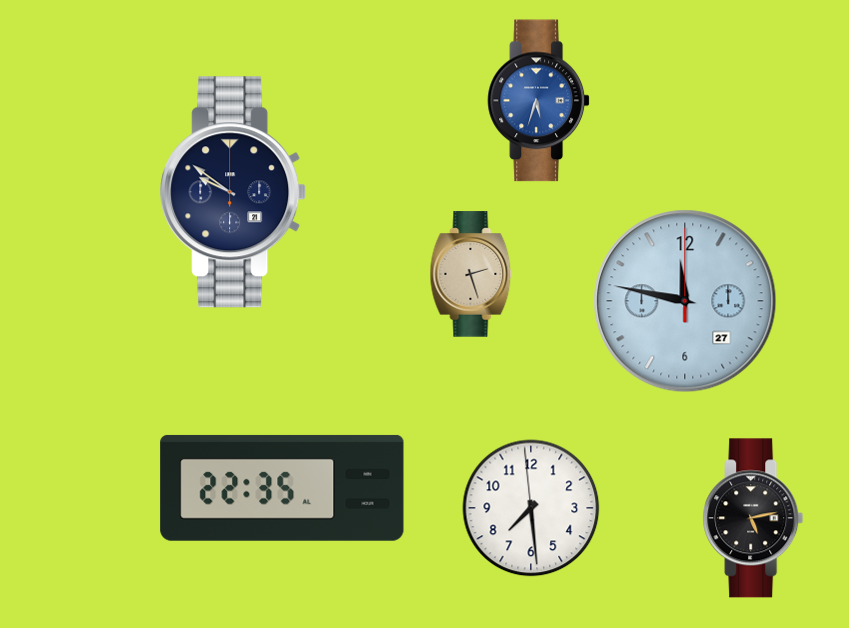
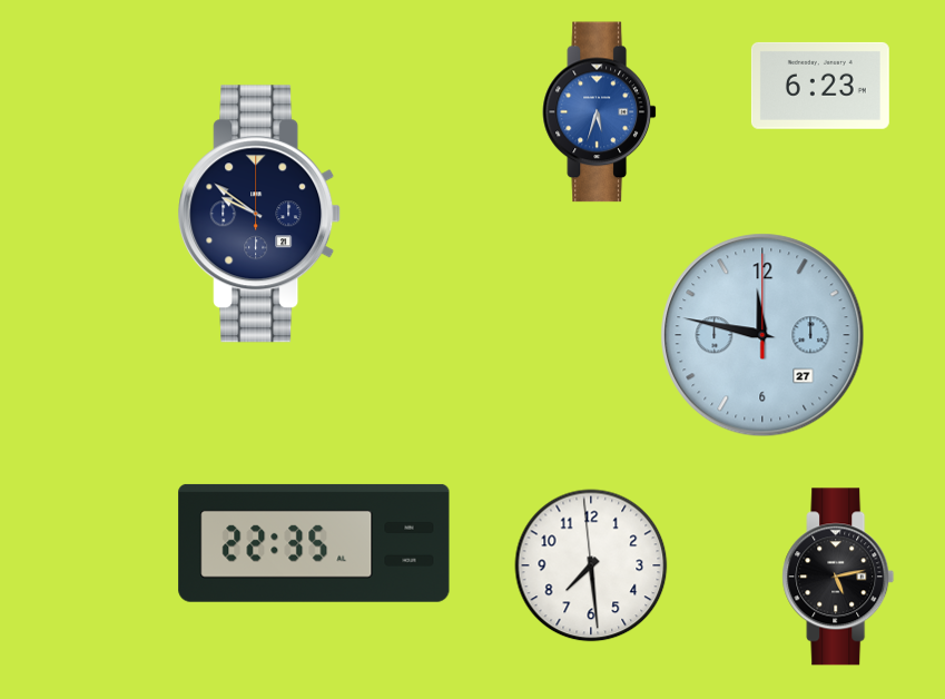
clock at (820, 86): none -> 6:23
clock at (471, 274): 2:27 -> none
